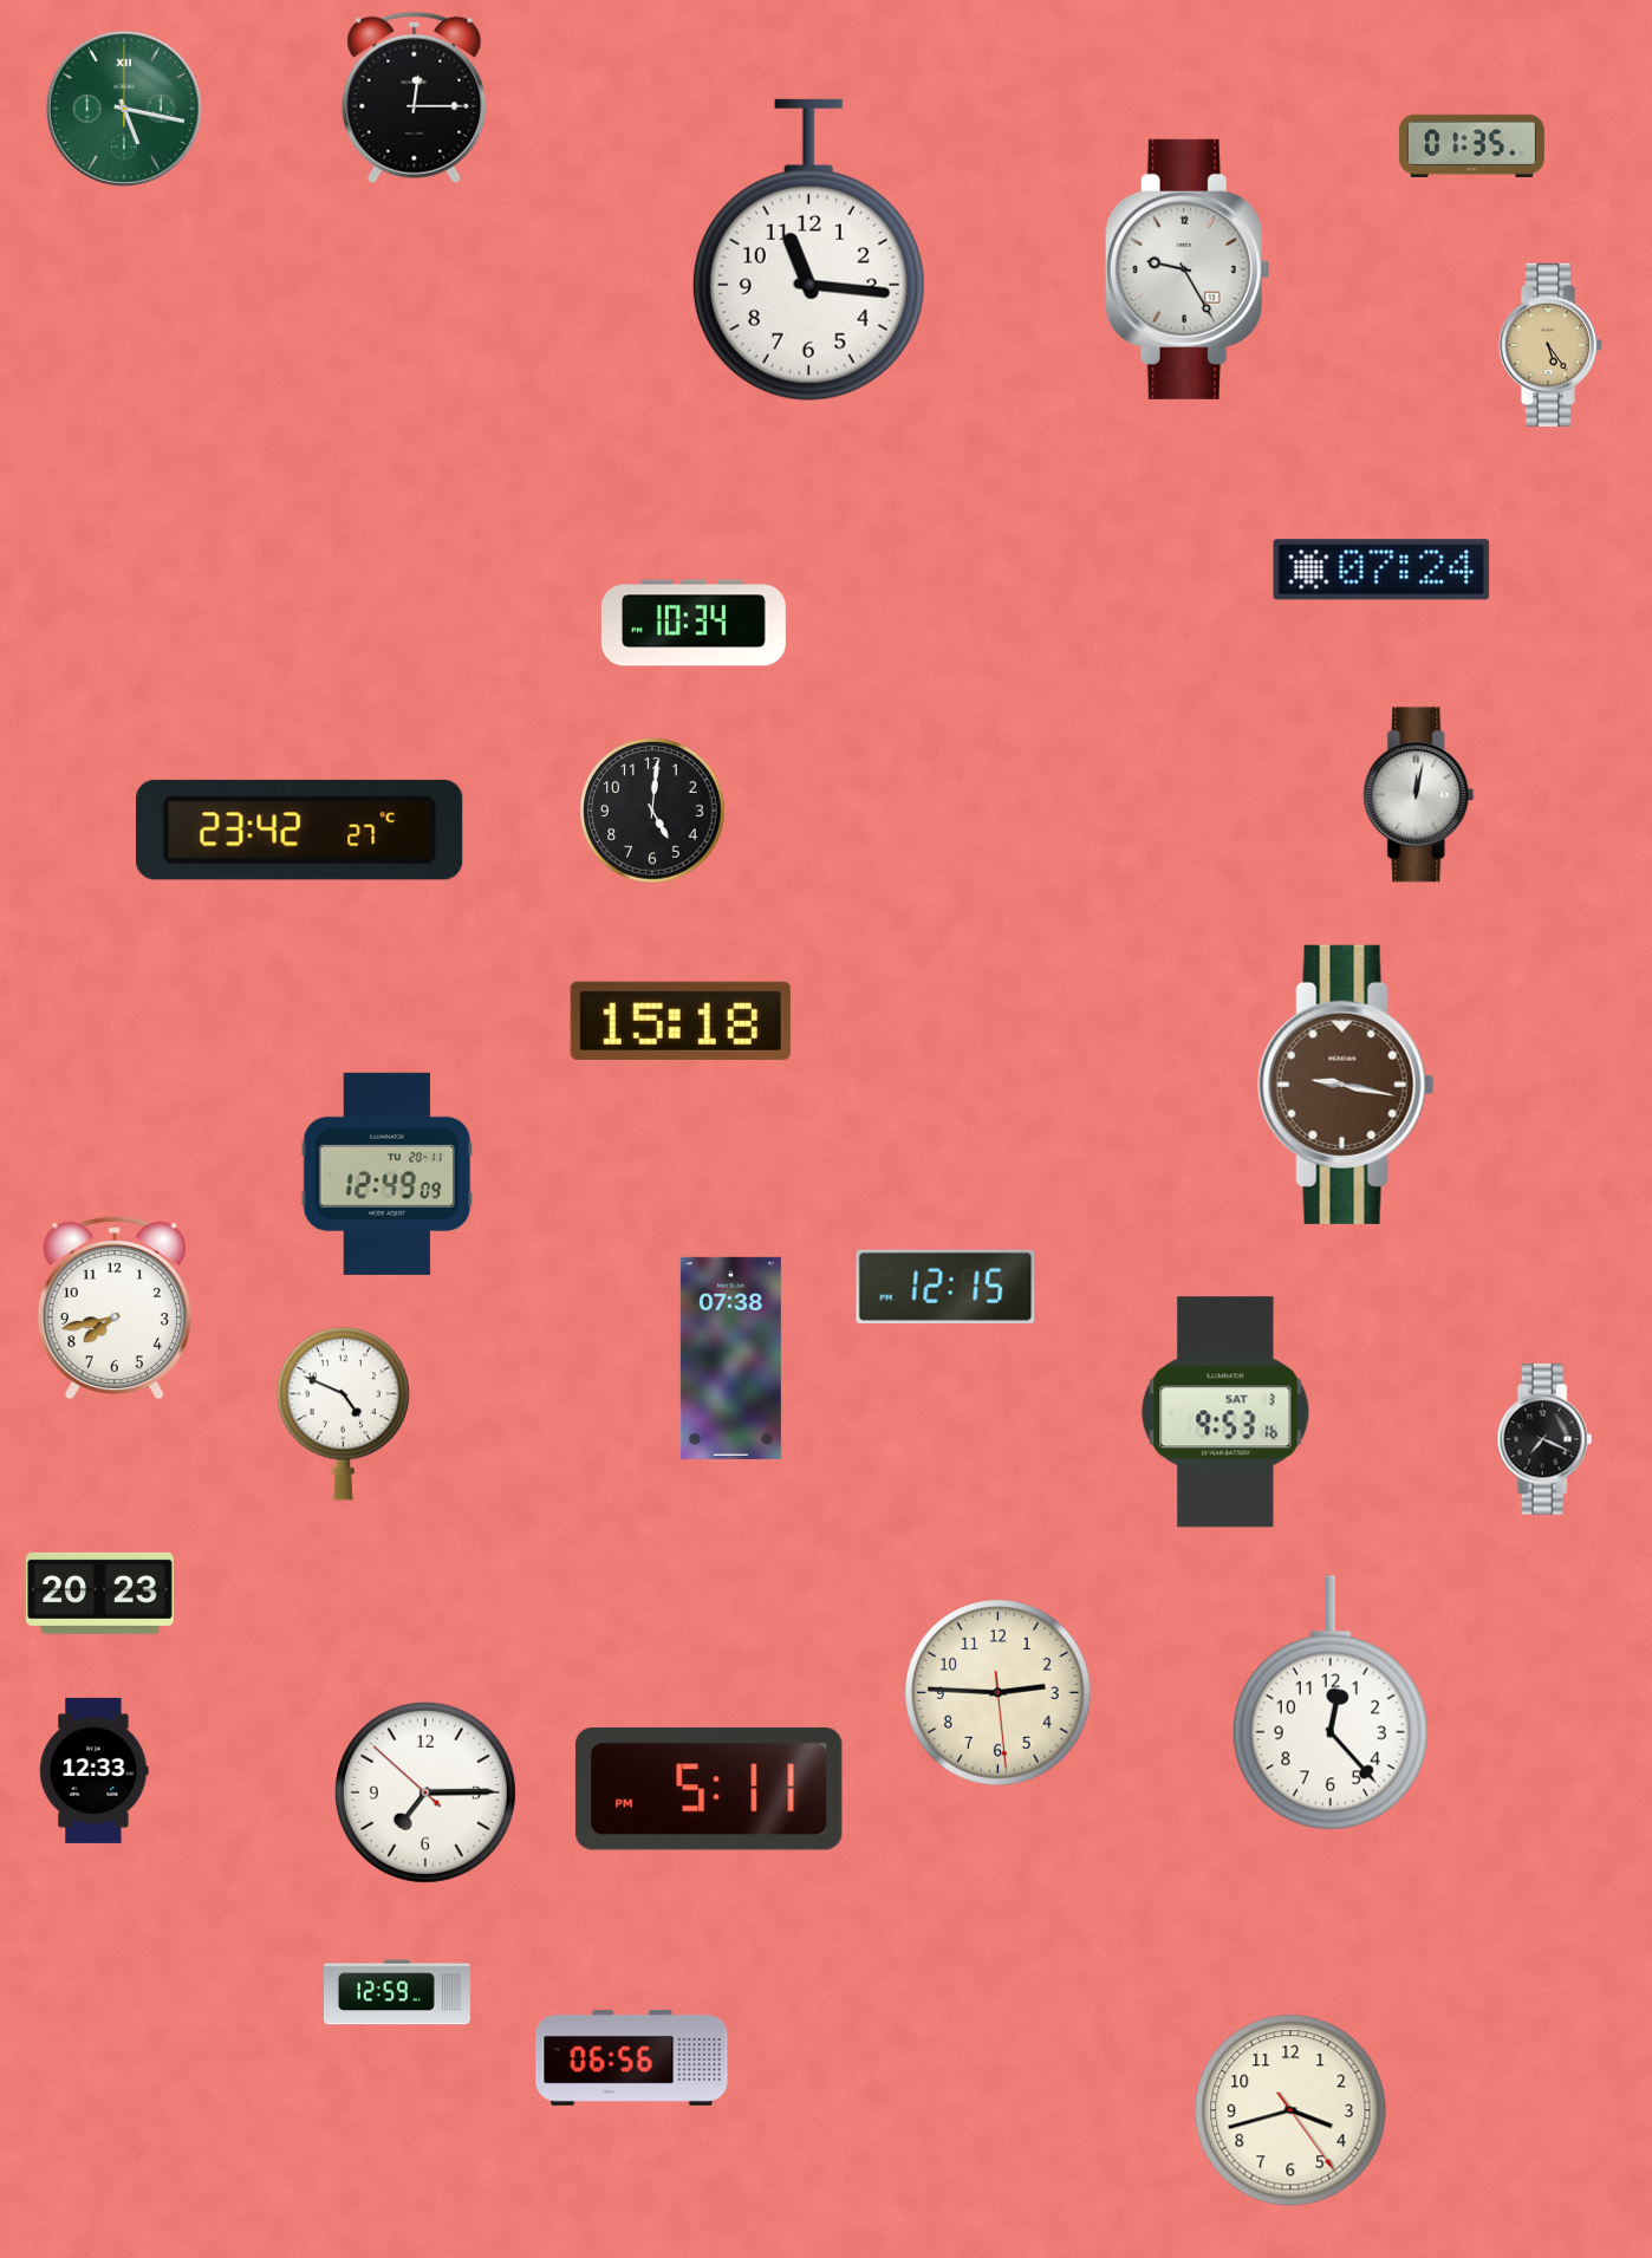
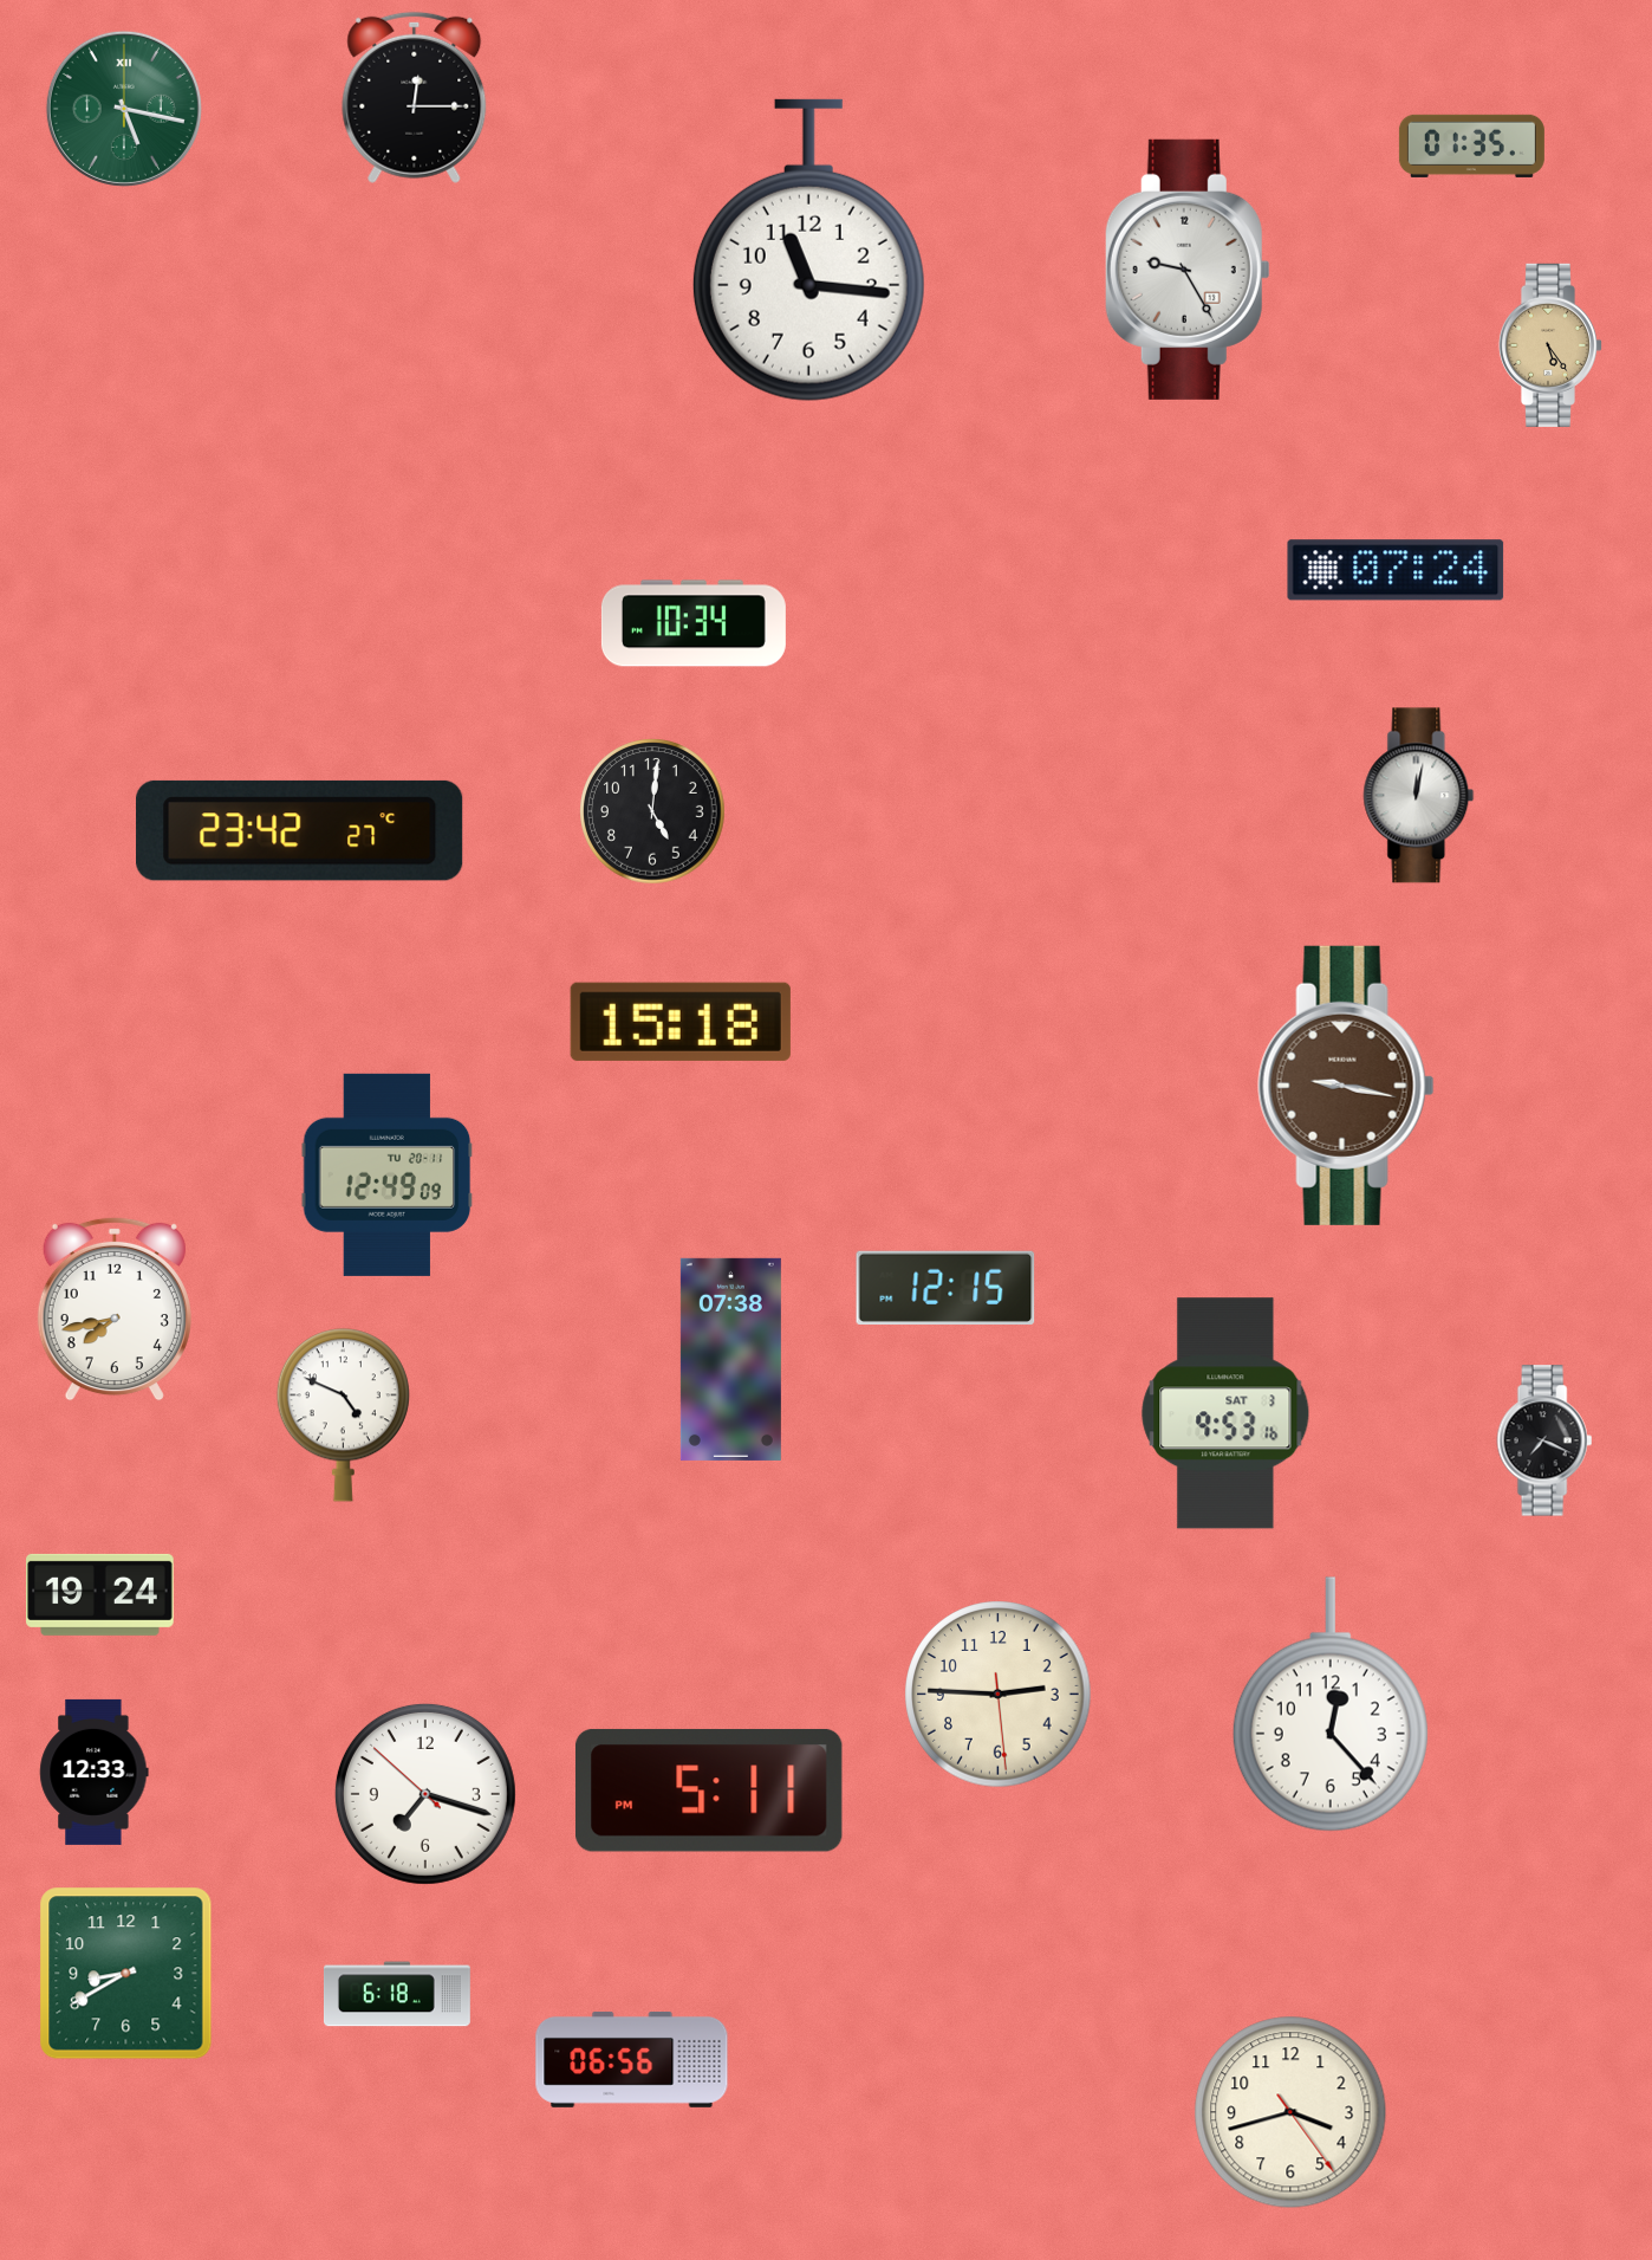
clock at (1381, 570) position: (1381, 570) -> (1396, 570)
clock at (100, 1593): 20:23 -> 19:24
clock at (425, 1792): 7:14 -> 7:17
clock at (126, 1974): none -> 8:40
clock at (397, 1992): 12:59 -> 6:18
